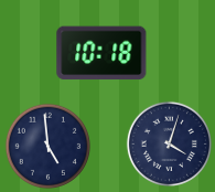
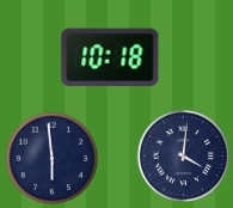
clock at (169, 143): 4:03 -> 4:01
clock at (47, 146): 4:59 -> 5:59
